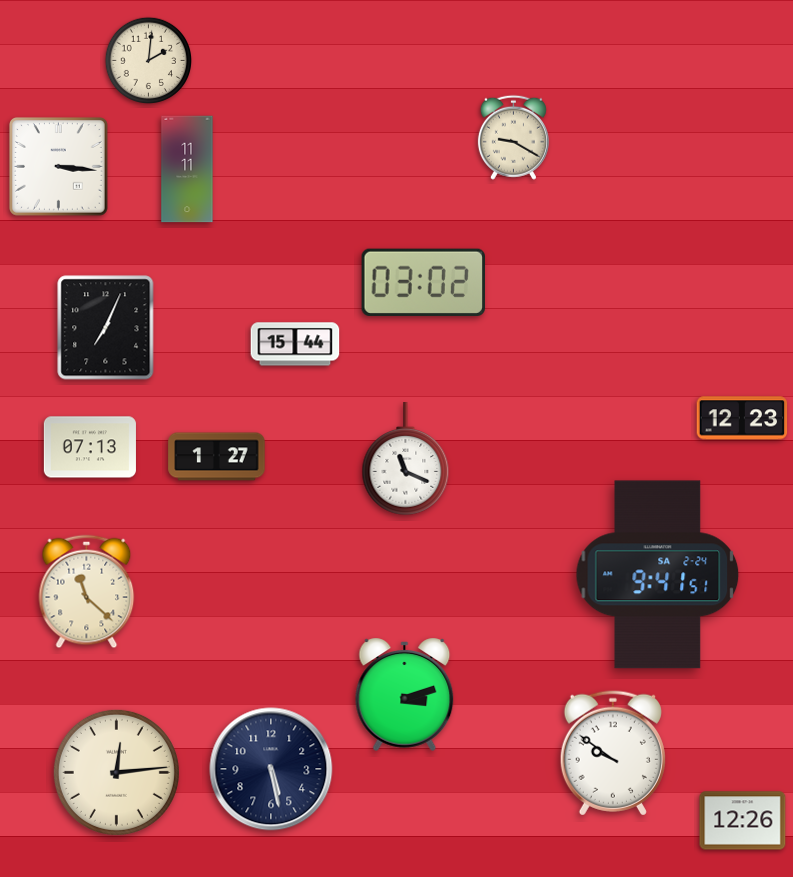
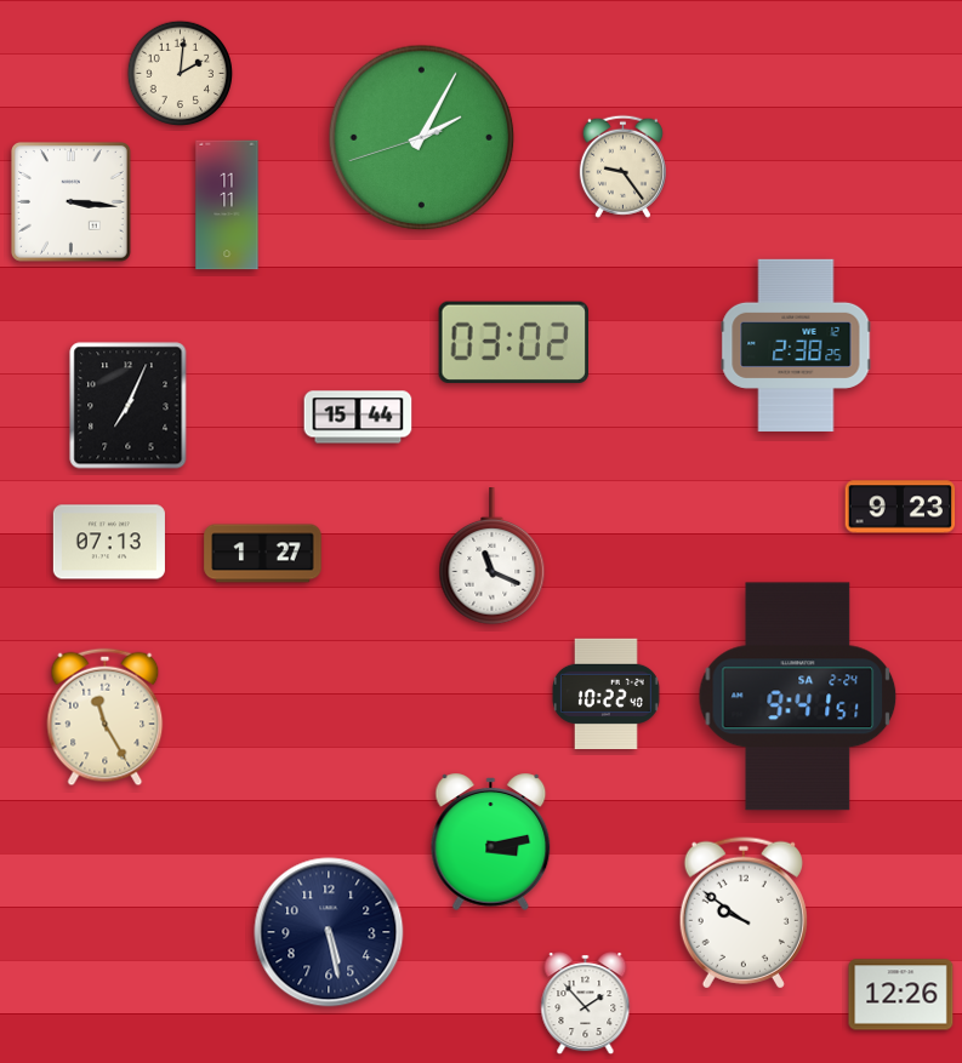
clock at (422, 138): none -> 2:04
clock at (513, 137): 9:20 -> 9:24
clock at (796, 345): none -> 2:38
clock at (106, 328) position: (106, 328) -> (129, 406)
clock at (742, 418): 12:23 -> 9:23
clock at (607, 693): none -> 10:22
clock at (87, 592): 11:22 -> 11:25
clock at (405, 694): 3:12 -> 3:13
clock at (116, 772): 12:14 -> none
clock at (586, 1004): none -> 1:53
